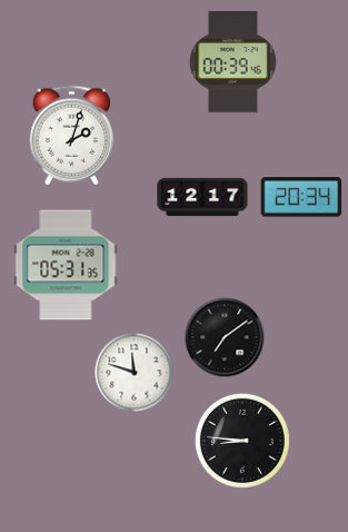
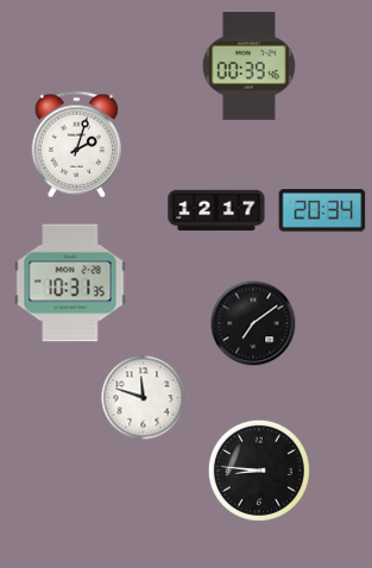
clock at (66, 265): 05:31 -> 10:31
clock at (225, 337) position: (225, 337) -> (253, 323)
